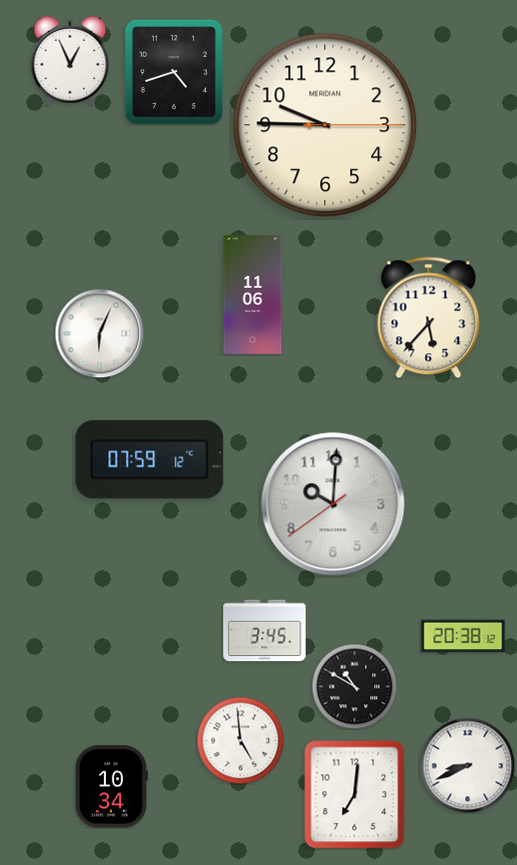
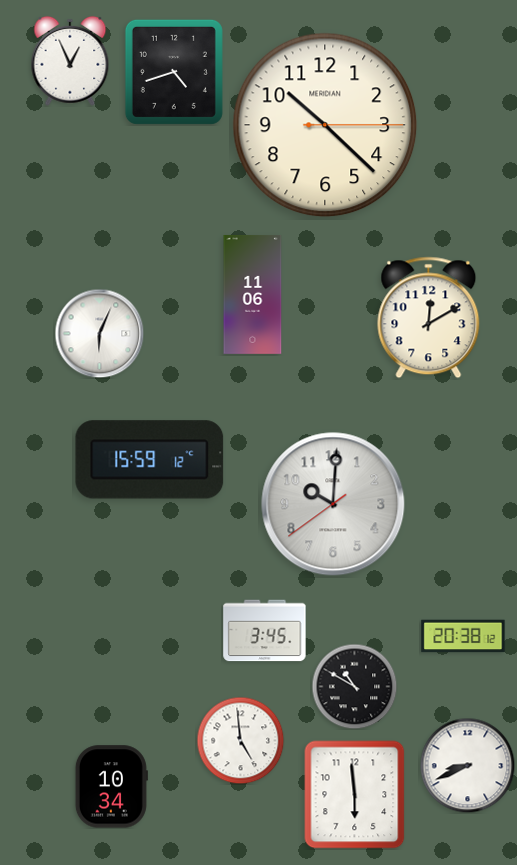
clock at (325, 125): 9:45 -> 10:22
clock at (429, 318): 5:37 -> 12:10
clock at (150, 460): 07:59 -> 15:59
clock at (355, 795): 7:01 -> 5:59
